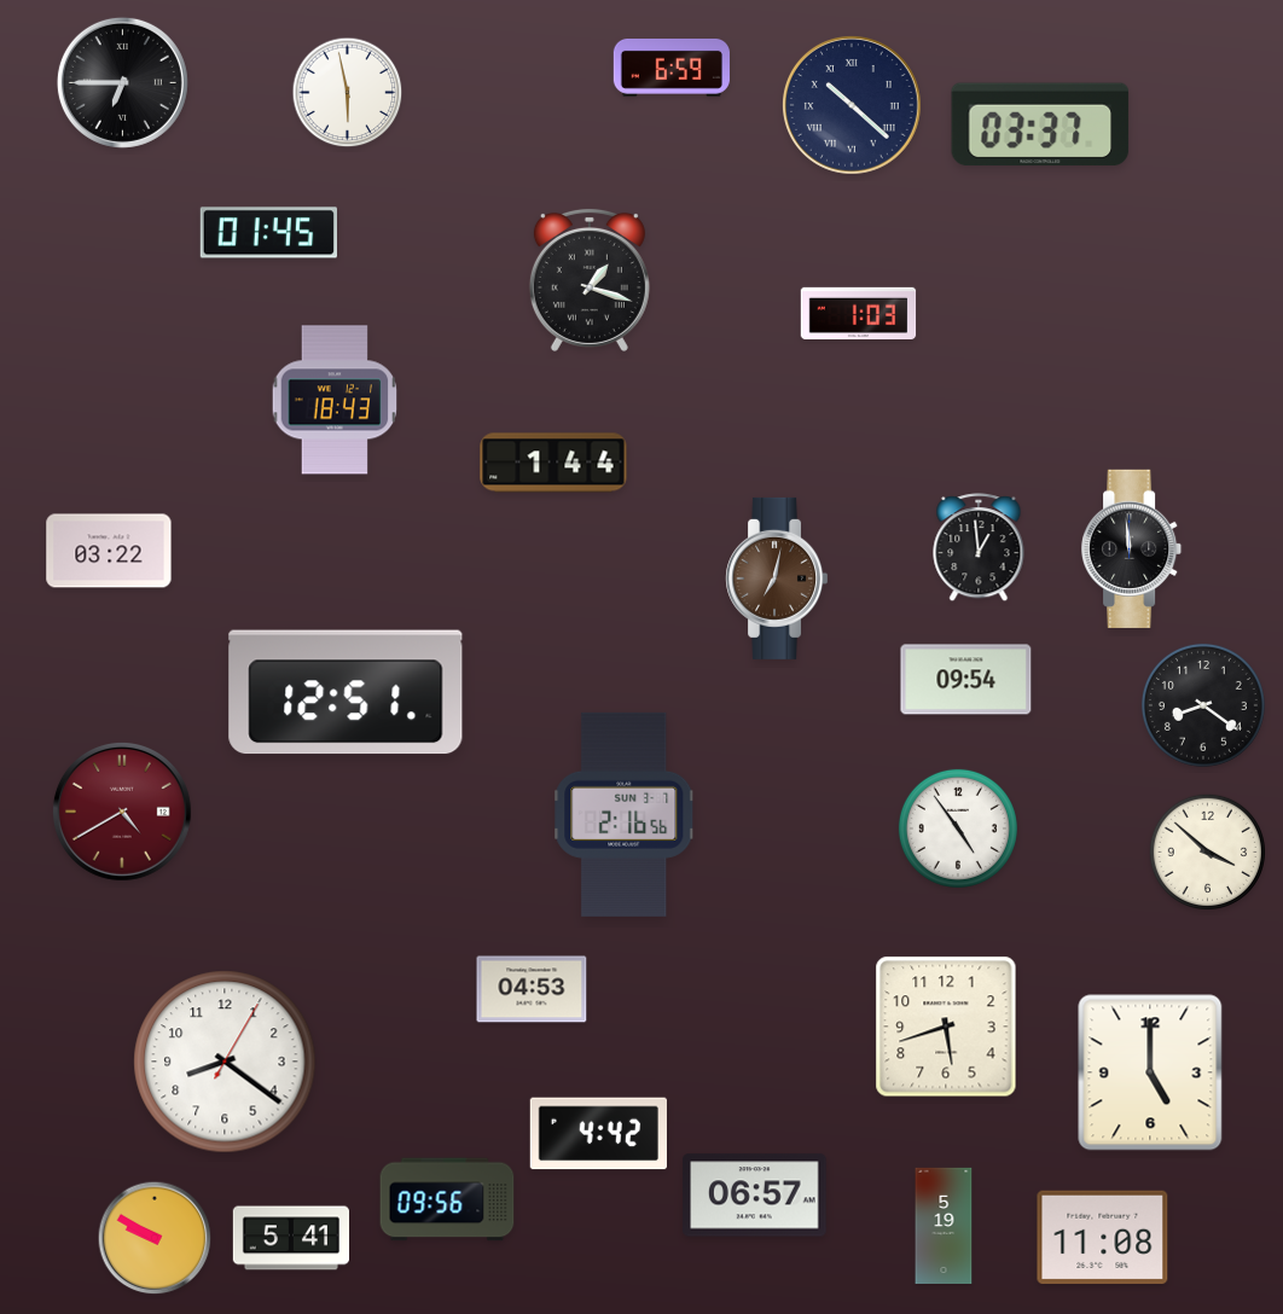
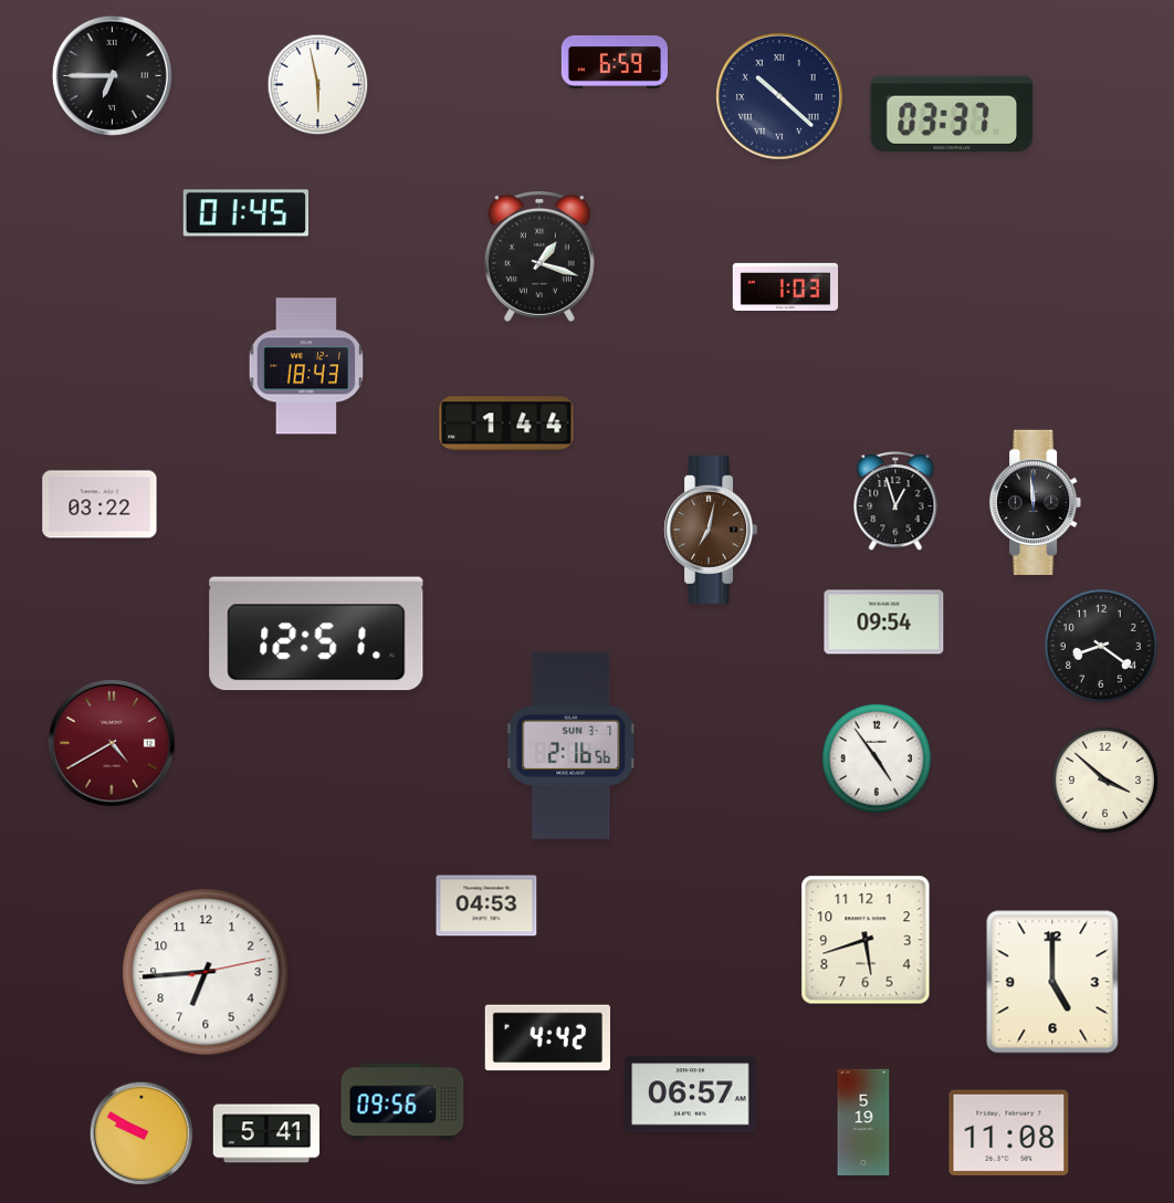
clock at (979, 548): 12:59 -> 12:57
clock at (225, 1062): 8:21 -> 6:44
clock at (447, 1199) position: (447, 1199) -> (402, 1101)
